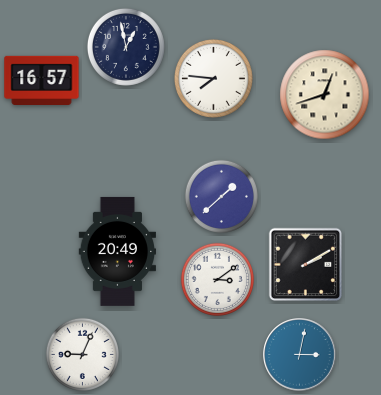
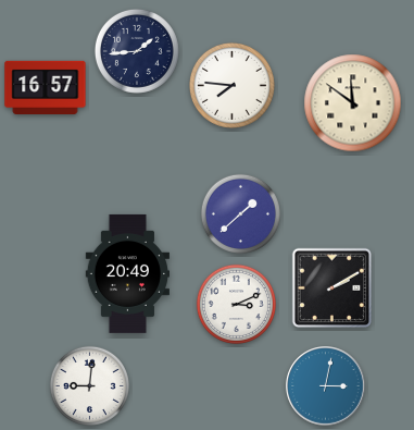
clock at (126, 47): 12:58 -> 1:44
clock at (325, 95): 12:42 -> 11:51
clock at (217, 279): 3:09 -> 3:11
clock at (82, 354): 9:04 -> 9:01
